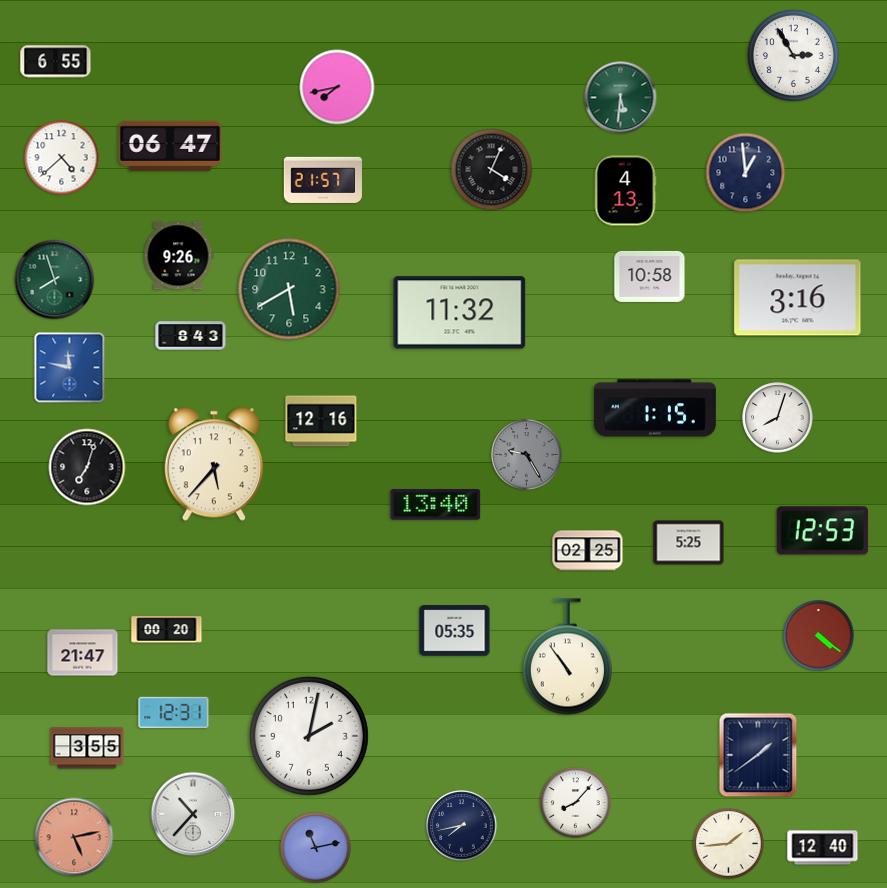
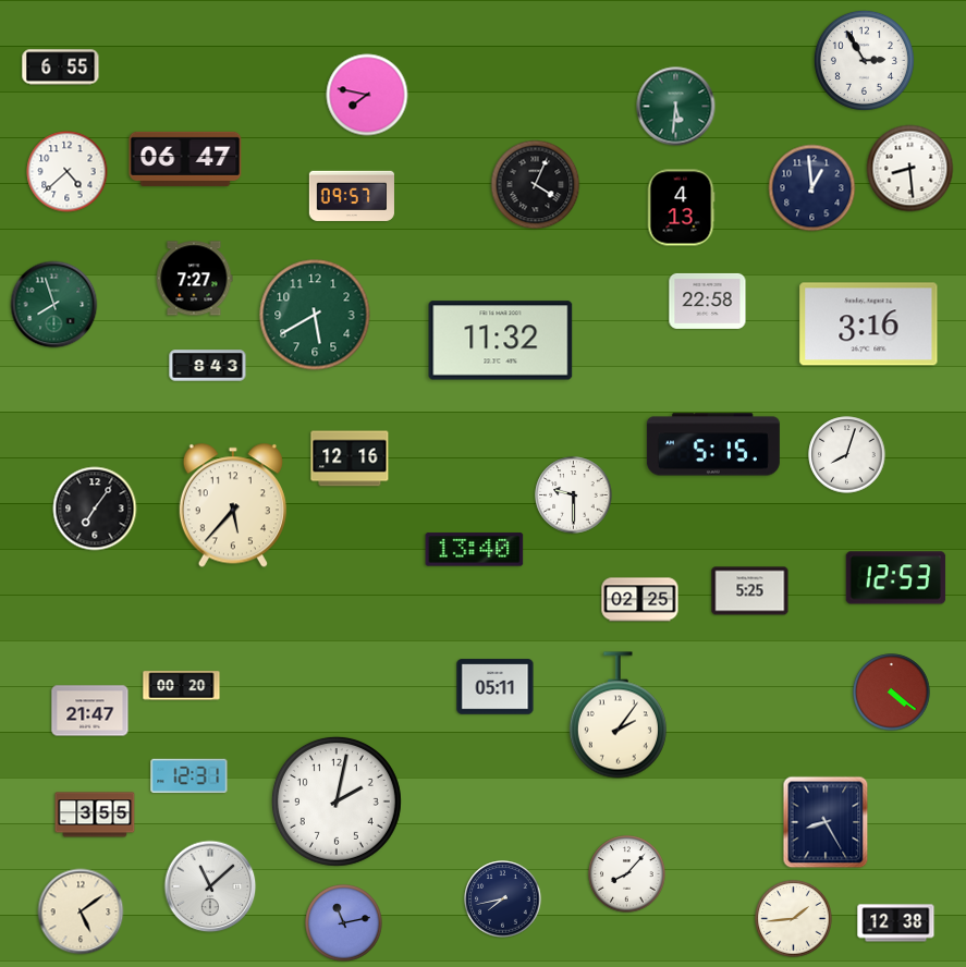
clock at (337, 87): 7:43 -> 7:47
clock at (910, 169): none -> 8:29
clock at (323, 180): 21:57 -> 09:57
clock at (178, 256): 9:26 -> 7:27
clock at (650, 276): 10:58 -> 22:58
clock at (55, 280) position: (55, 280) -> (54, 305)
clock at (70, 368): 11:47 -> none
clock at (655, 408): 1:15 -> 5:15
clock at (527, 455): 9:25 -> 9:30
clock at (527, 455) dial: grey -> white
clock at (87, 467): 7:03 -> 7:06
clock at (455, 631): 05:35 -> 05:11
clock at (567, 657): 10:54 -> 2:06
clock at (758, 755): 1:39 -> 8:25
clock at (193, 814): 10:37 -> 11:08
clock at (74, 837): 5:13 -> 5:09
clock at (74, 837) dial: salmon -> cream
clock at (823, 848): 12:40 -> 12:38
